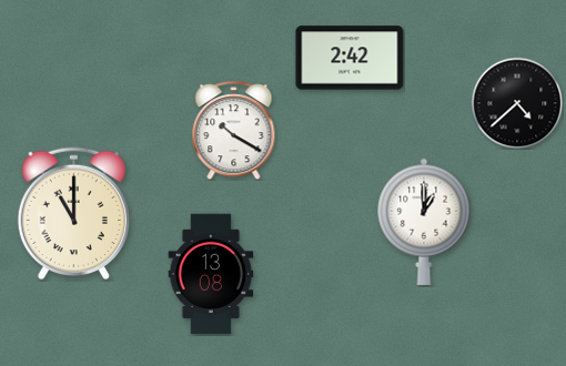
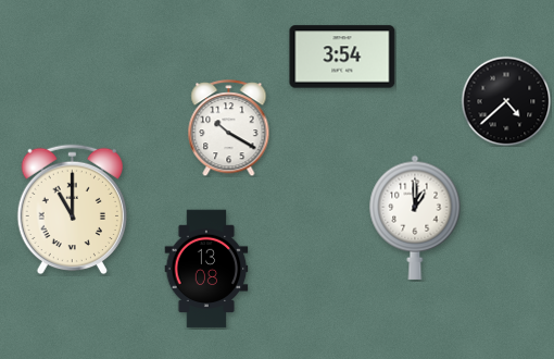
clock at (350, 58): 2:42 -> 3:54
